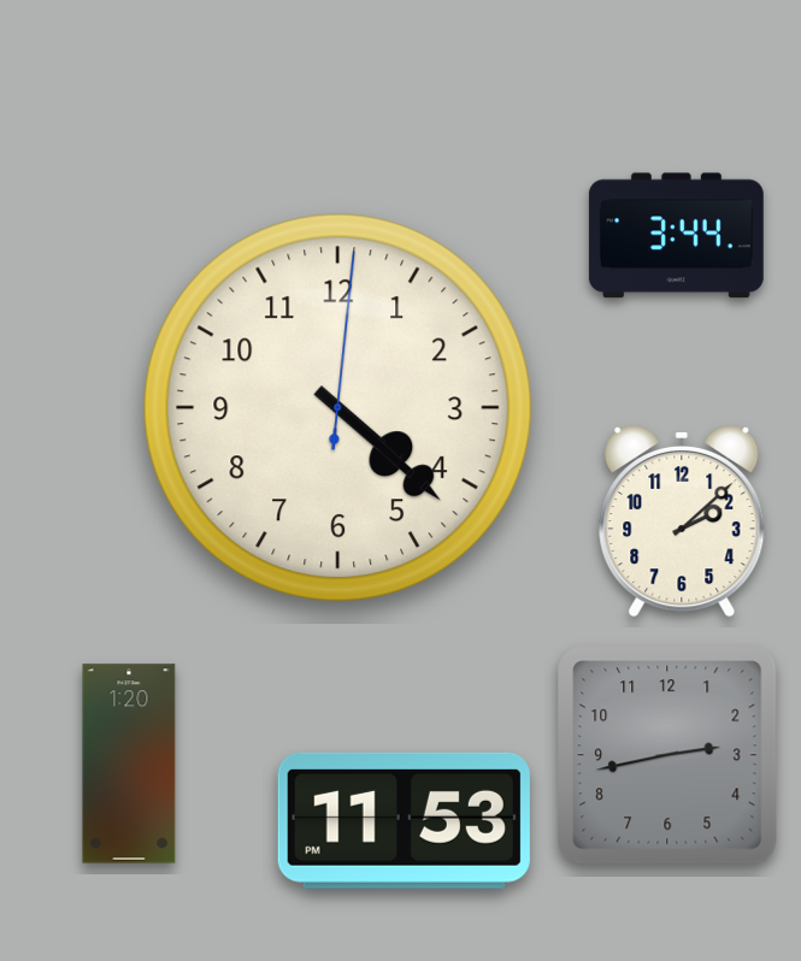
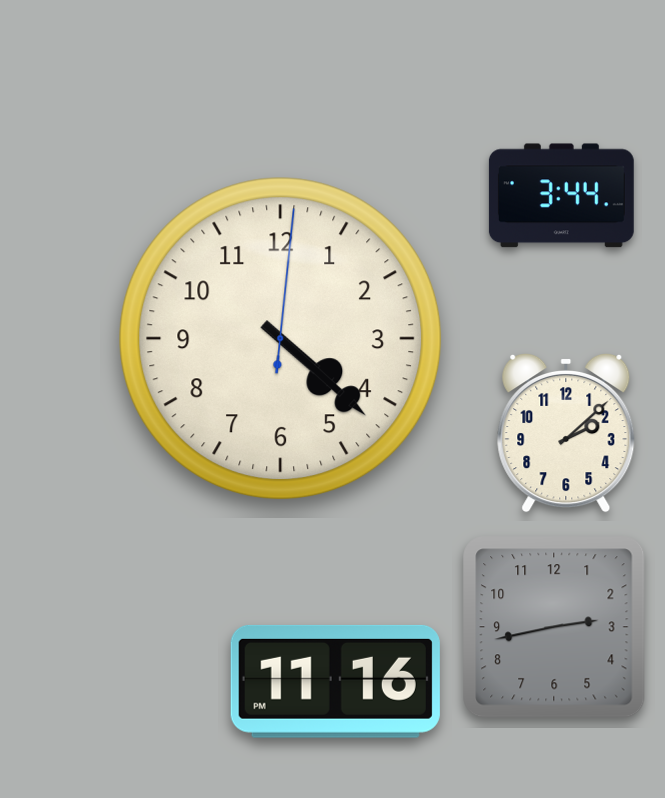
clock at (129, 764): 1:20 -> none
clock at (404, 820): 11:53 -> 11:16
